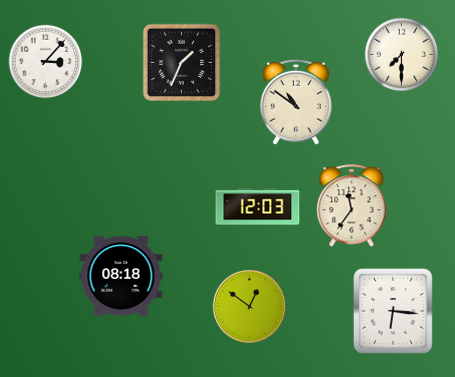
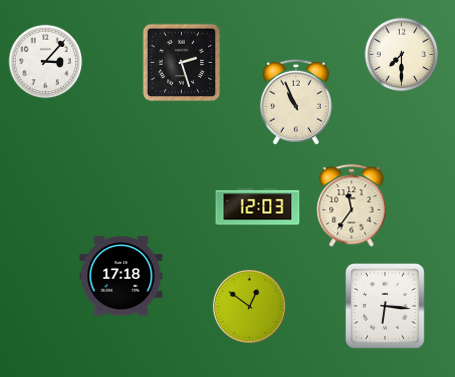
clock at (182, 63): 1:34 -> 2:27
clock at (296, 102): 10:51 -> 10:56
clock at (121, 276): 08:18 -> 17:18
clock at (394, 312) position: (394, 312) -> (386, 307)
